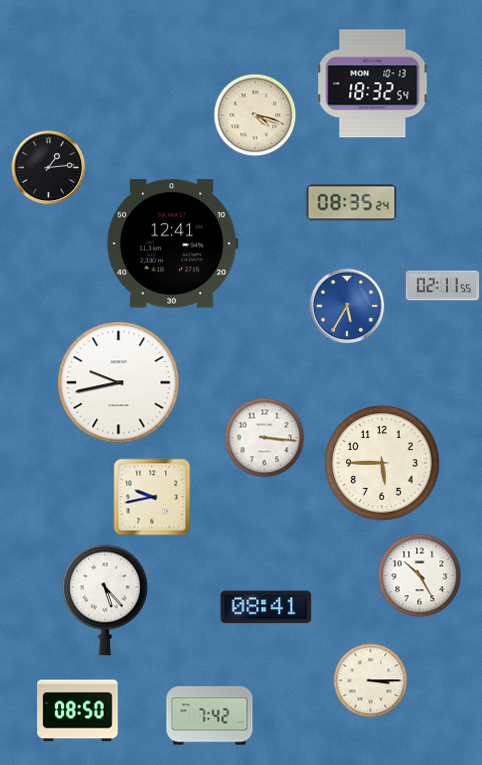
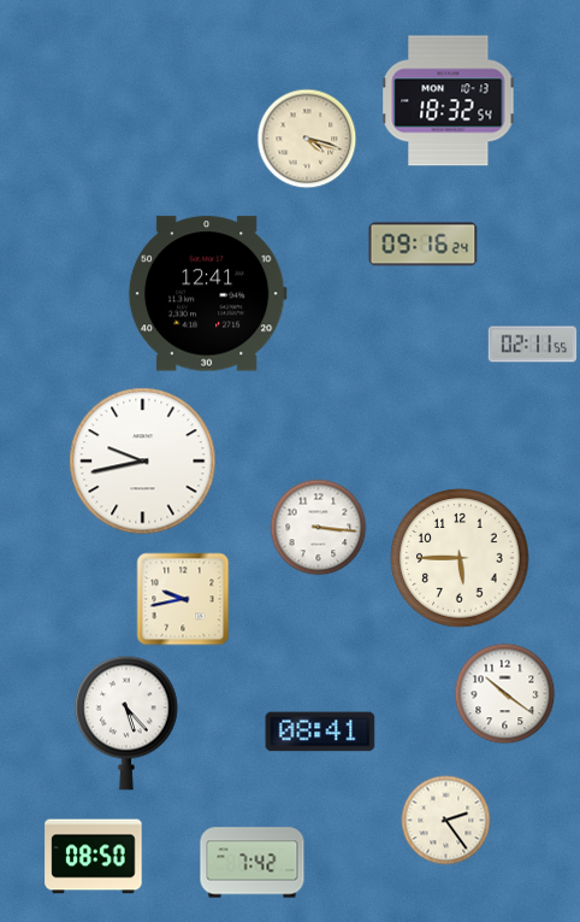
clock at (49, 168): 1:14 -> none
clock at (352, 203): 08:35 -> 09:16
clock at (347, 306): 5:35 -> none
clock at (420, 576): 10:25 -> 10:21
clock at (371, 681): 3:15 -> 2:24
